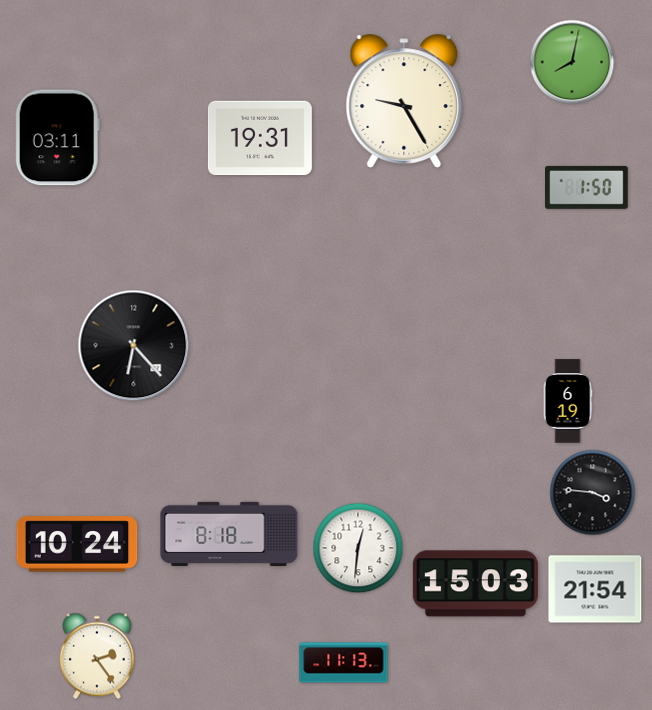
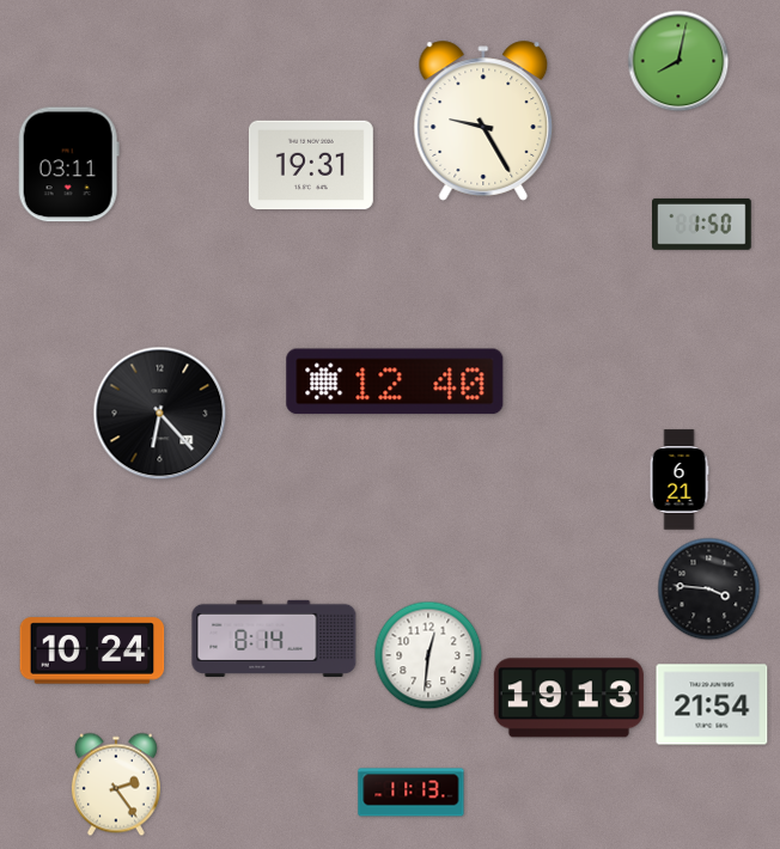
clock at (572, 62) position: (572, 62) -> (678, 61)
clock at (395, 381): none -> 12:40
clock at (568, 401): 6:19 -> 6:21
clock at (229, 534): 8:18 -> 8:14
clock at (475, 584): 15:03 -> 19:13
